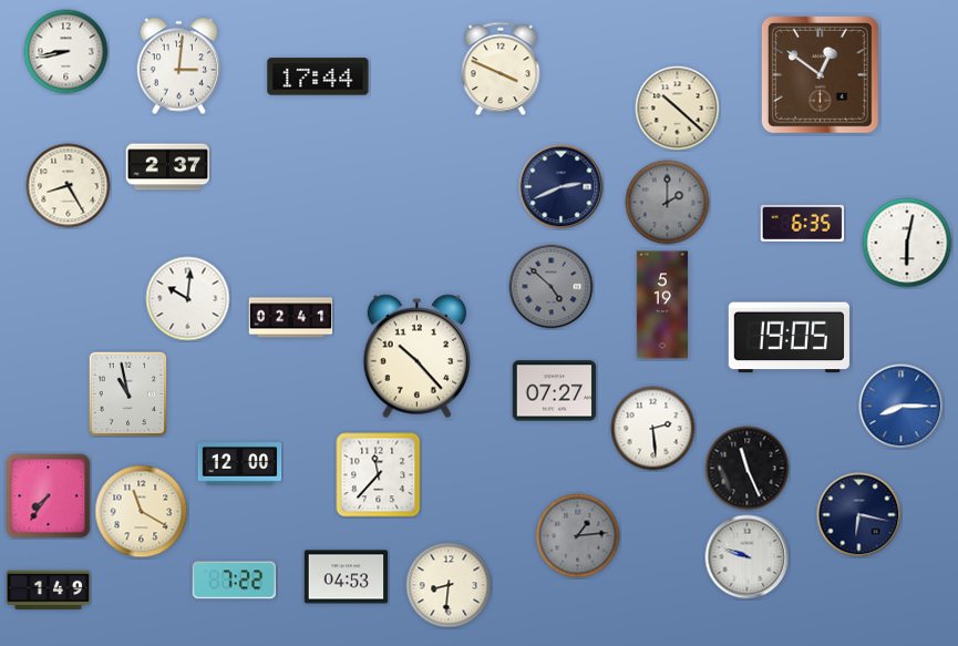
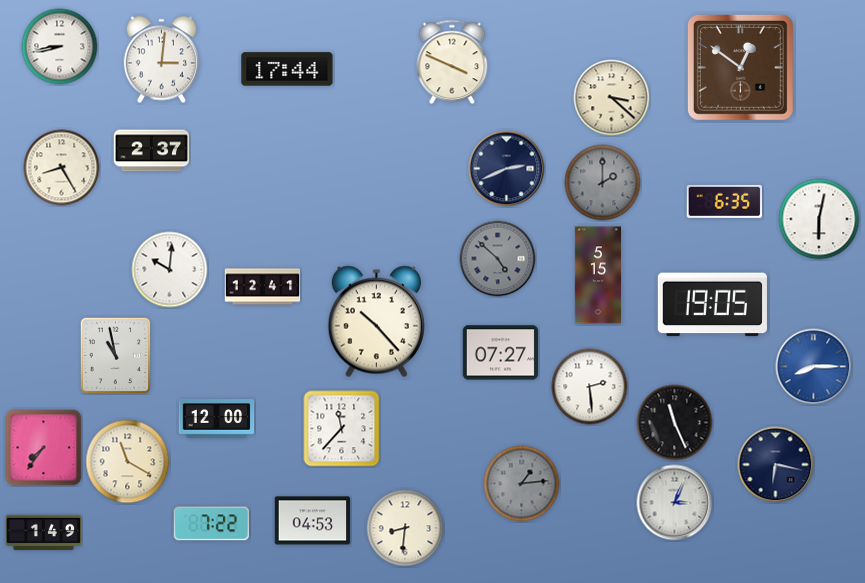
clock at (678, 109): 10:22 -> 3:22
clock at (661, 305): 5:19 -> 5:15
clock at (291, 318): 02:41 -> 12:41
clock at (748, 557): 9:48 -> 3:04
